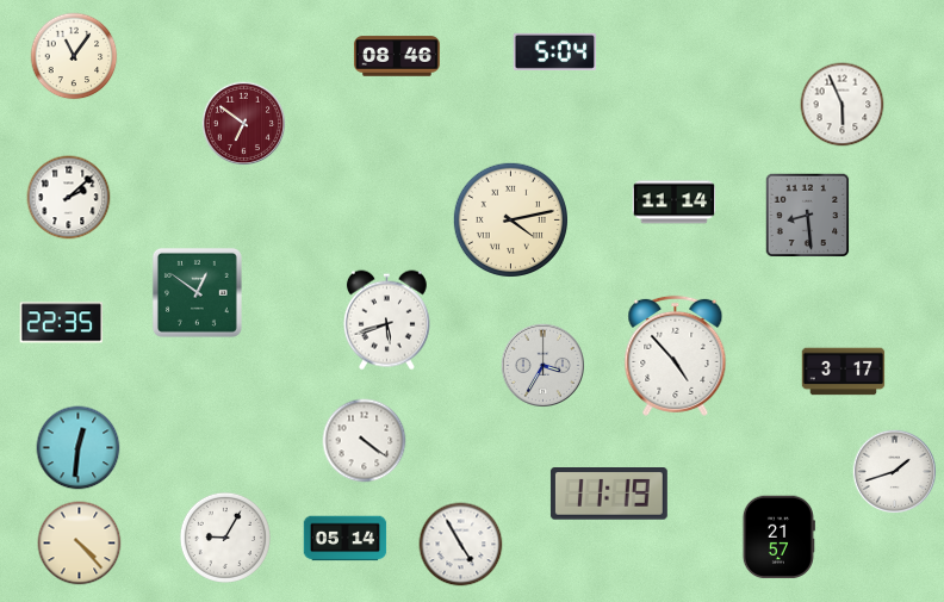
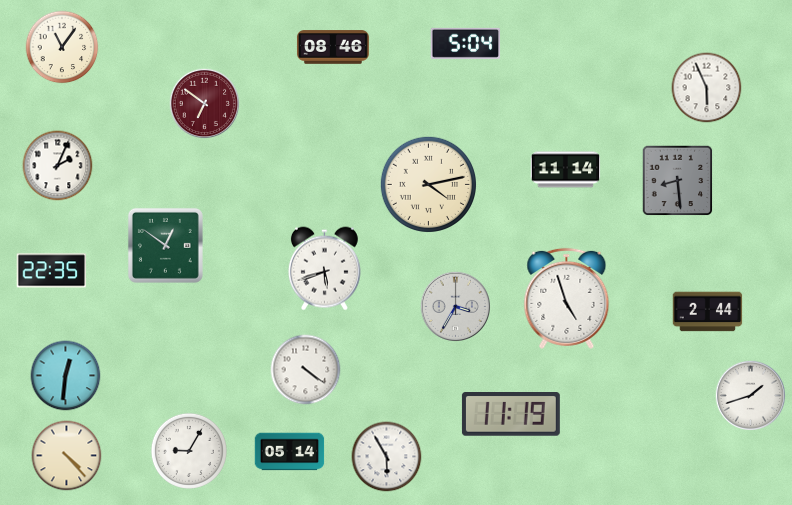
clock at (69, 198): 2:08 -> 2:04
clock at (676, 355): 4:53 -> 4:57
clock at (844, 372): 3:17 -> 2:44
clock at (778, 538): 21:57 -> none
clock at (461, 545): 4:55 -> 5:55
